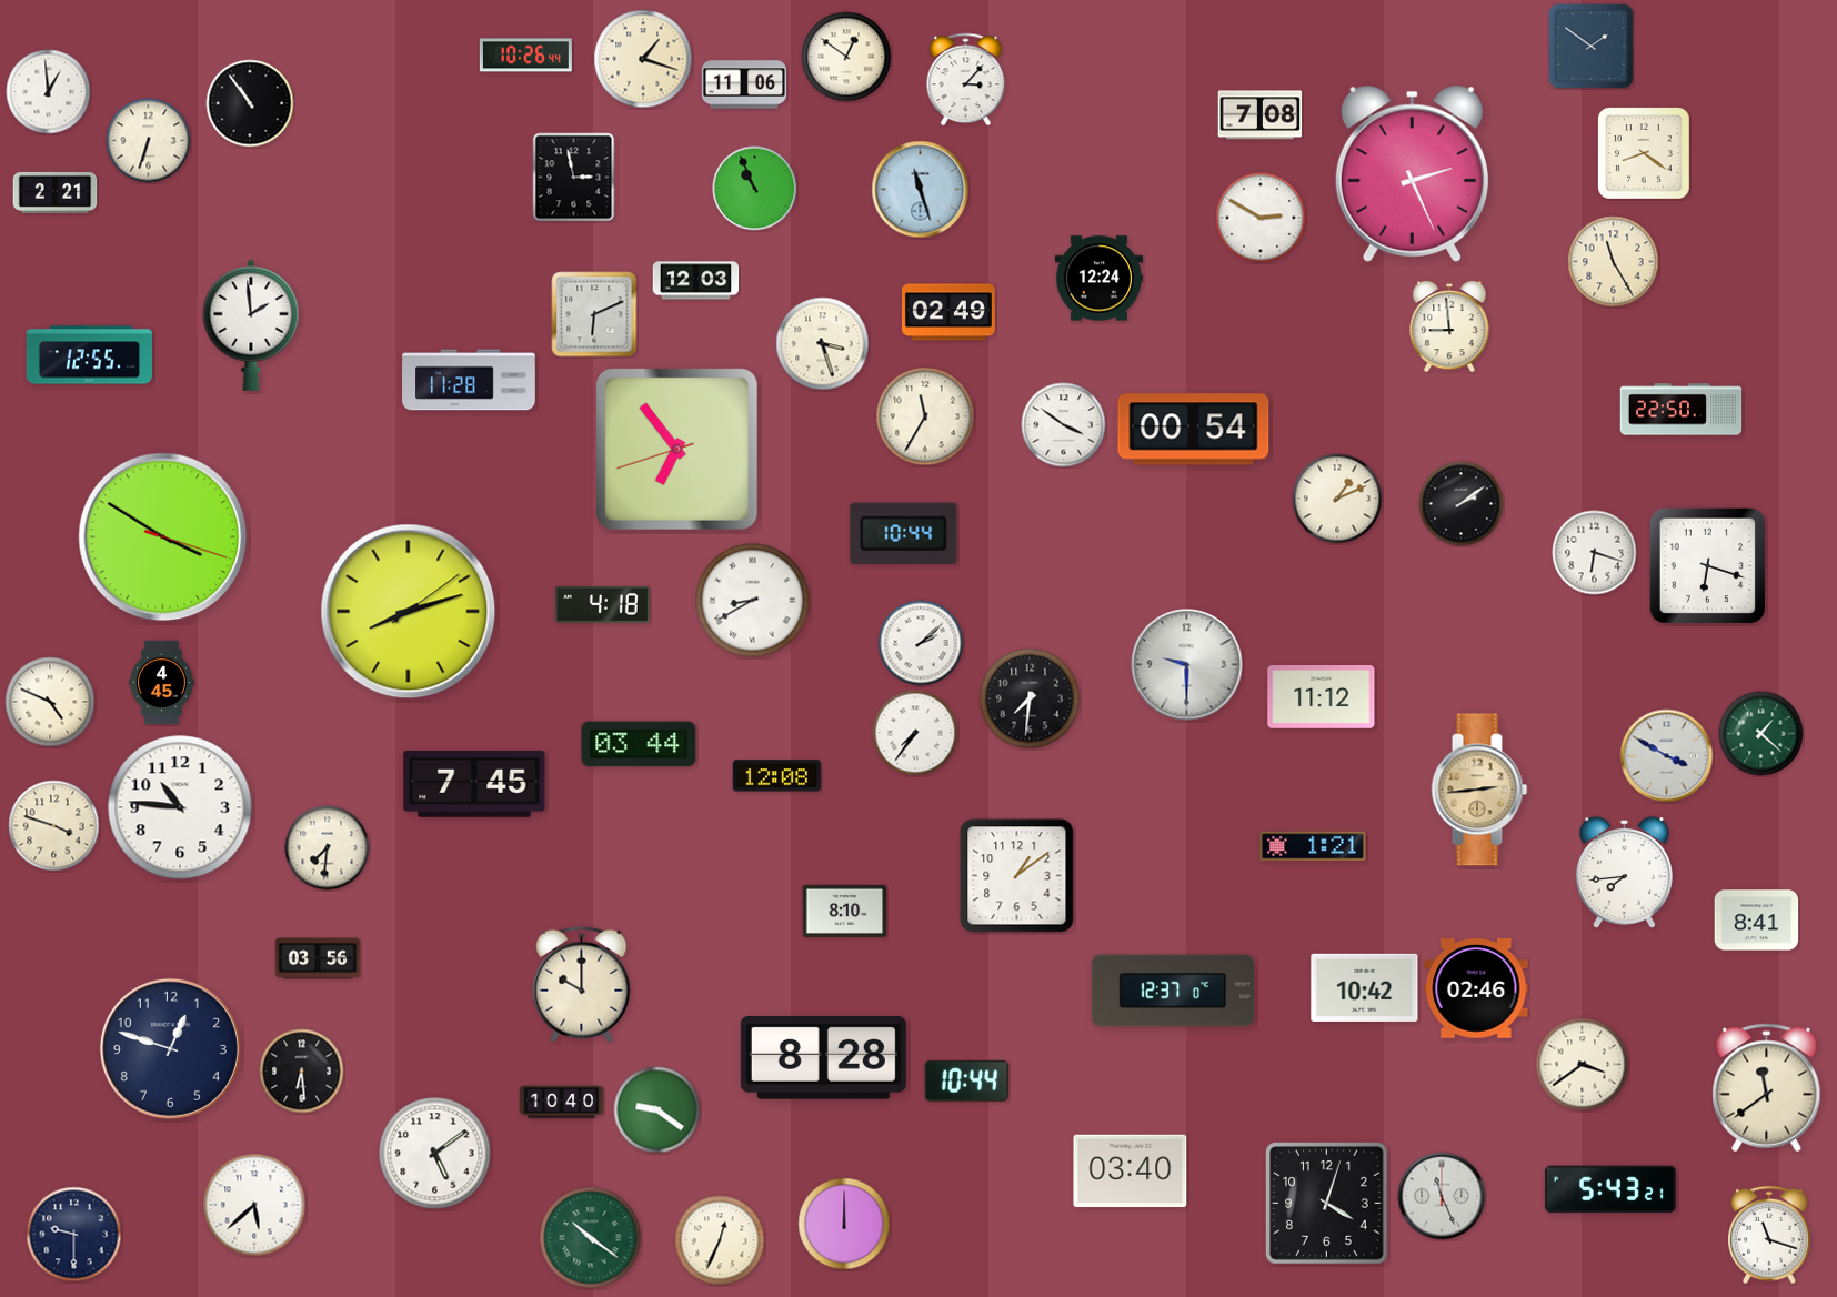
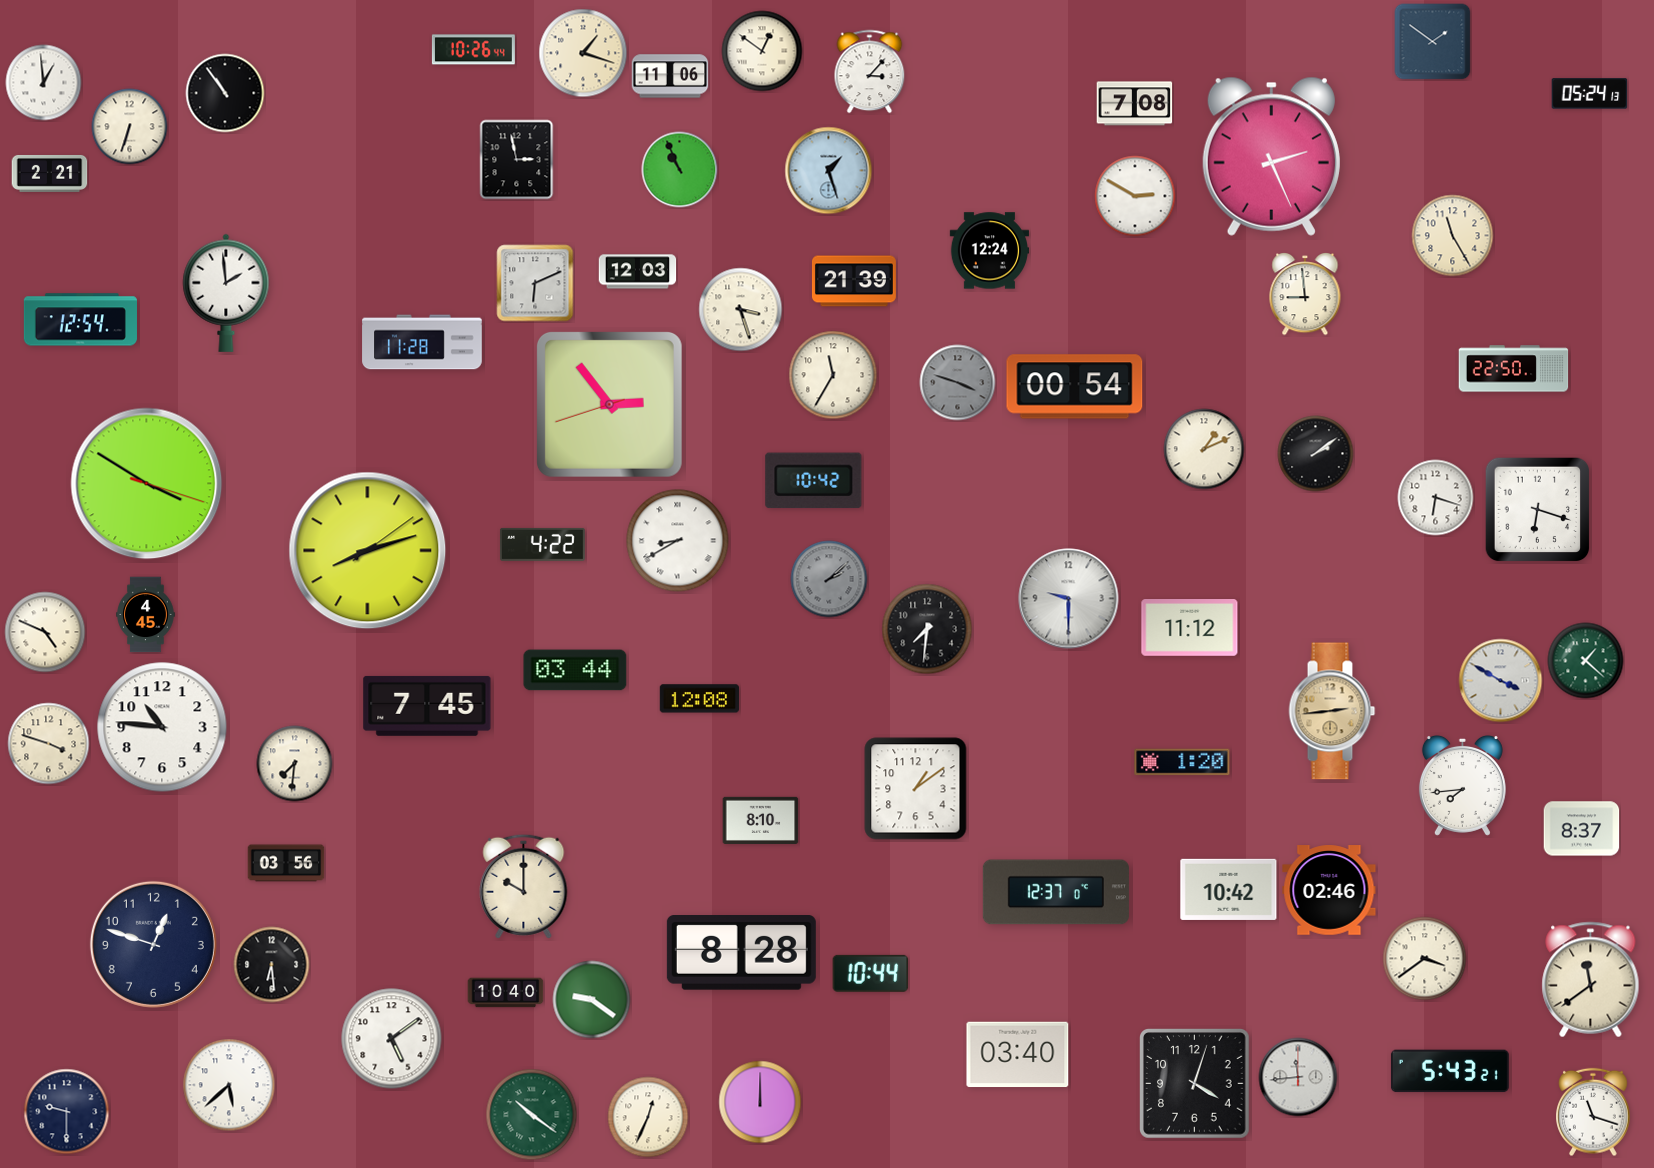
clock at (643, 59) position: (643, 59) -> (583, 53)
clock at (1590, 94): none -> 05:24
clock at (149, 141) position: (149, 141) -> (130, 127)
clock at (1644, 153): 8:21 -> none
clock at (921, 190): 11:27 -> 1:27
clock at (696, 281) position: (696, 281) -> (638, 272)
clock at (948, 312): 02:49 -> 21:39
clock at (89, 355): 12:55 -> 12:54
clock at (1064, 425): 3:51 -> 3:48
clock at (1064, 425) dial: white -> grey
clock at (676, 449): 6:53 -> 2:53
clock at (904, 534): 10:44 -> 10:42
clock at (602, 604): 4:18 -> 4:22
clock at (921, 643) dial: white -> grey
clock at (915, 733): 7:36 -> none
clock at (1313, 846): 1:21 -> 1:20
clock at (1757, 921): 8:41 -> 8:37
clock at (1442, 1196): 11:26 -> 11:44
